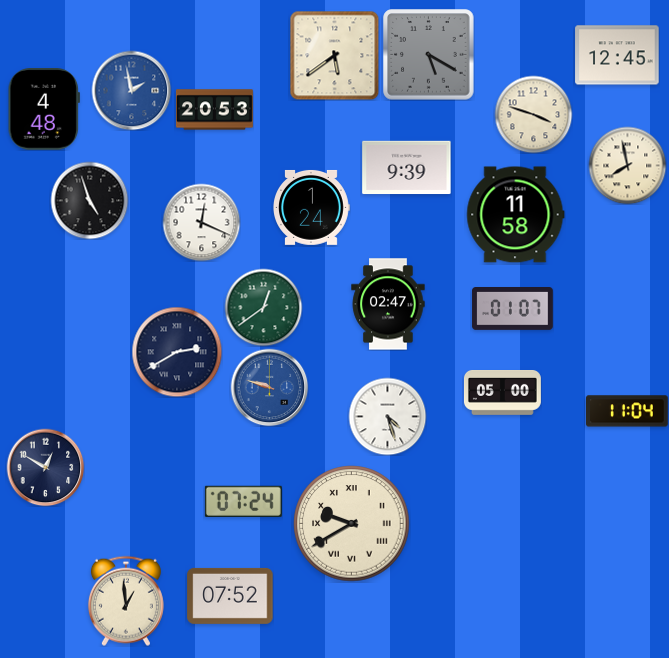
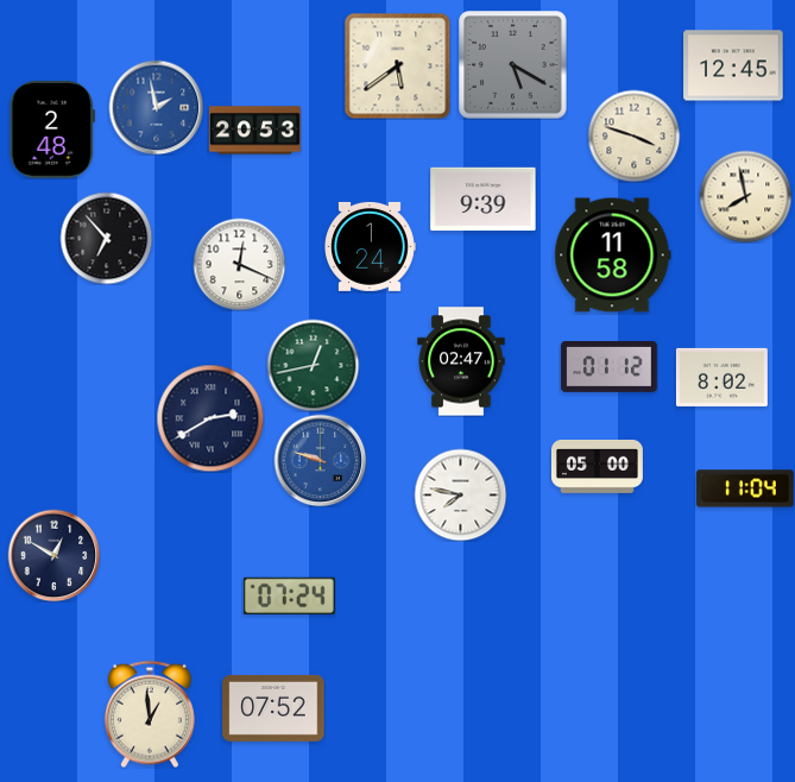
clock at (429, 55) position: (429, 55) -> (513, 65)
clock at (43, 110): 4:48 -> 2:48
clock at (89, 200): 4:57 -> 6:53
clock at (263, 307): 12:39 -> 12:43
clock at (513, 309): 01:07 -> 01:12
clock at (721, 377): none -> 8:02
clock at (387, 416): 4:27 -> 7:47
clock at (352, 524): 9:40 -> none
